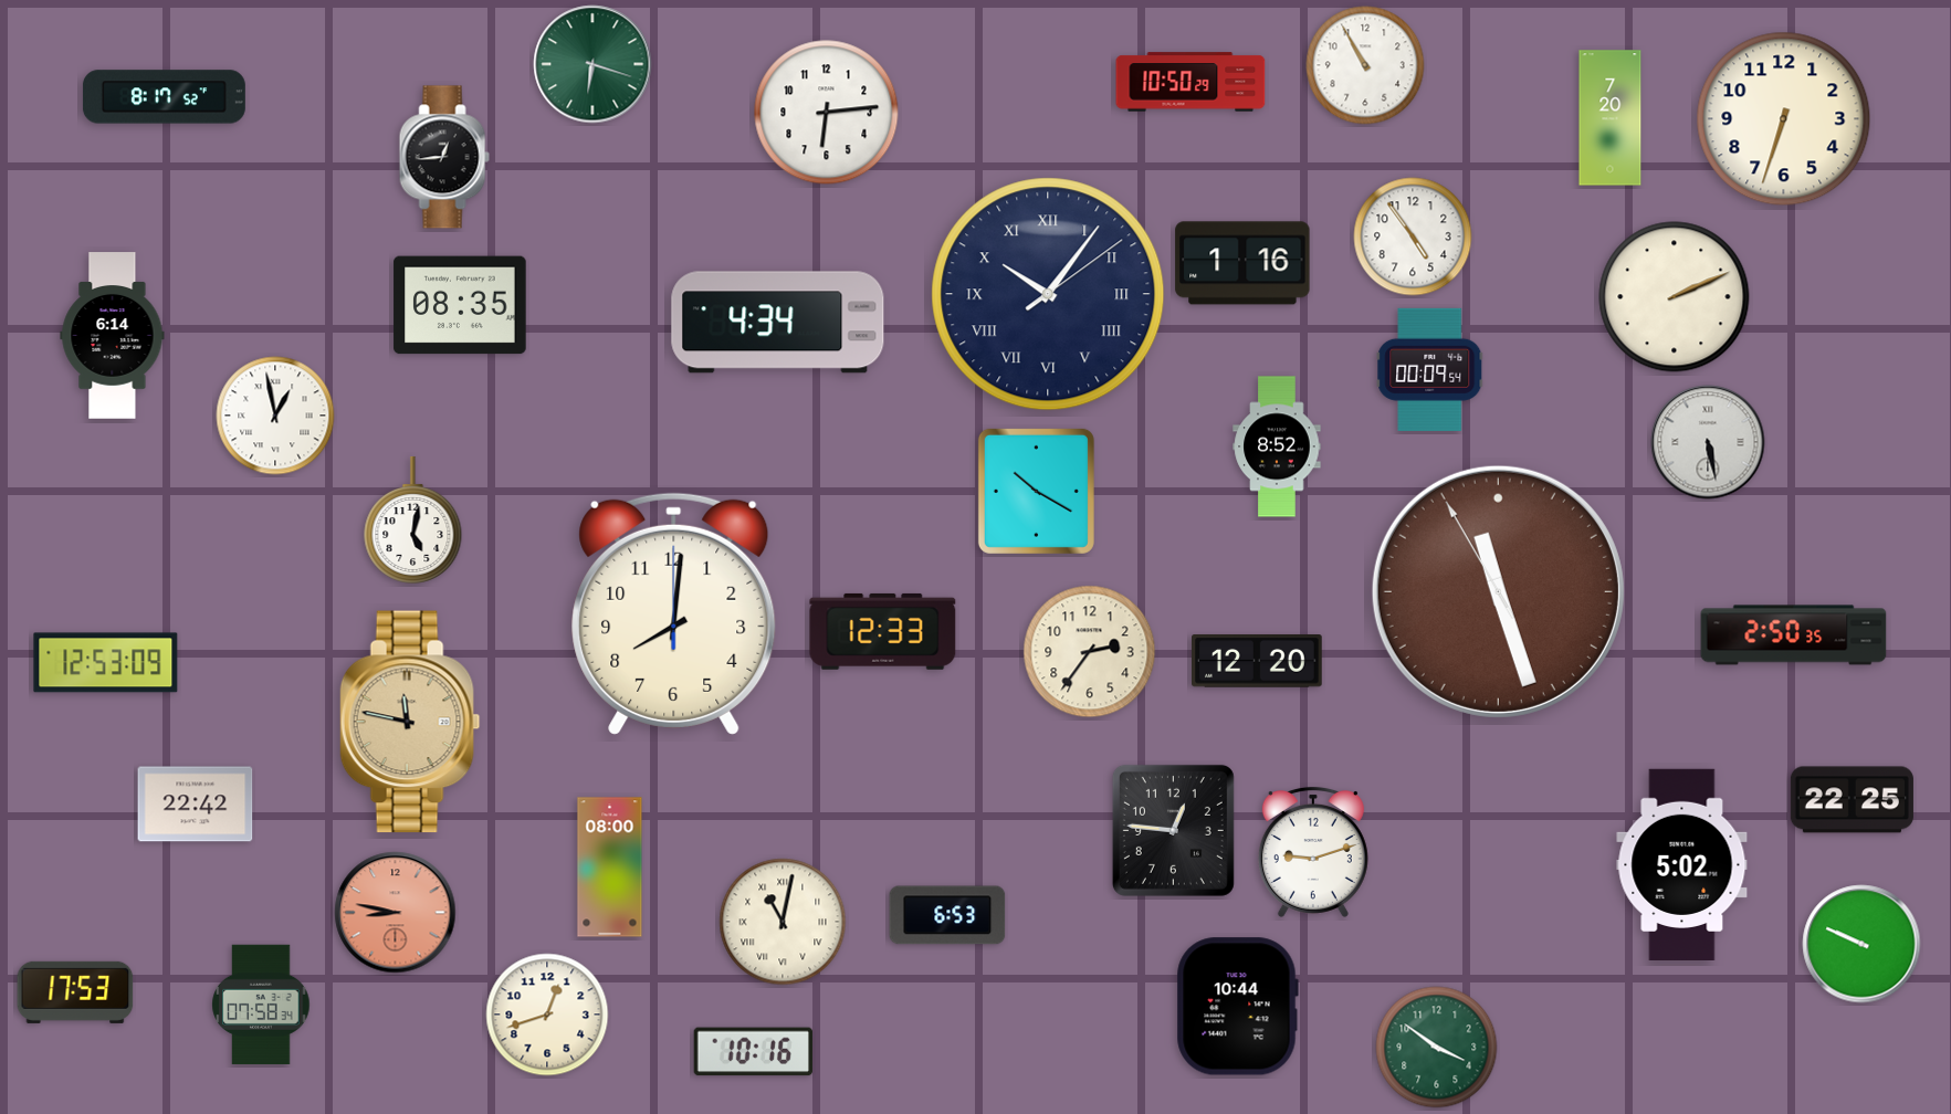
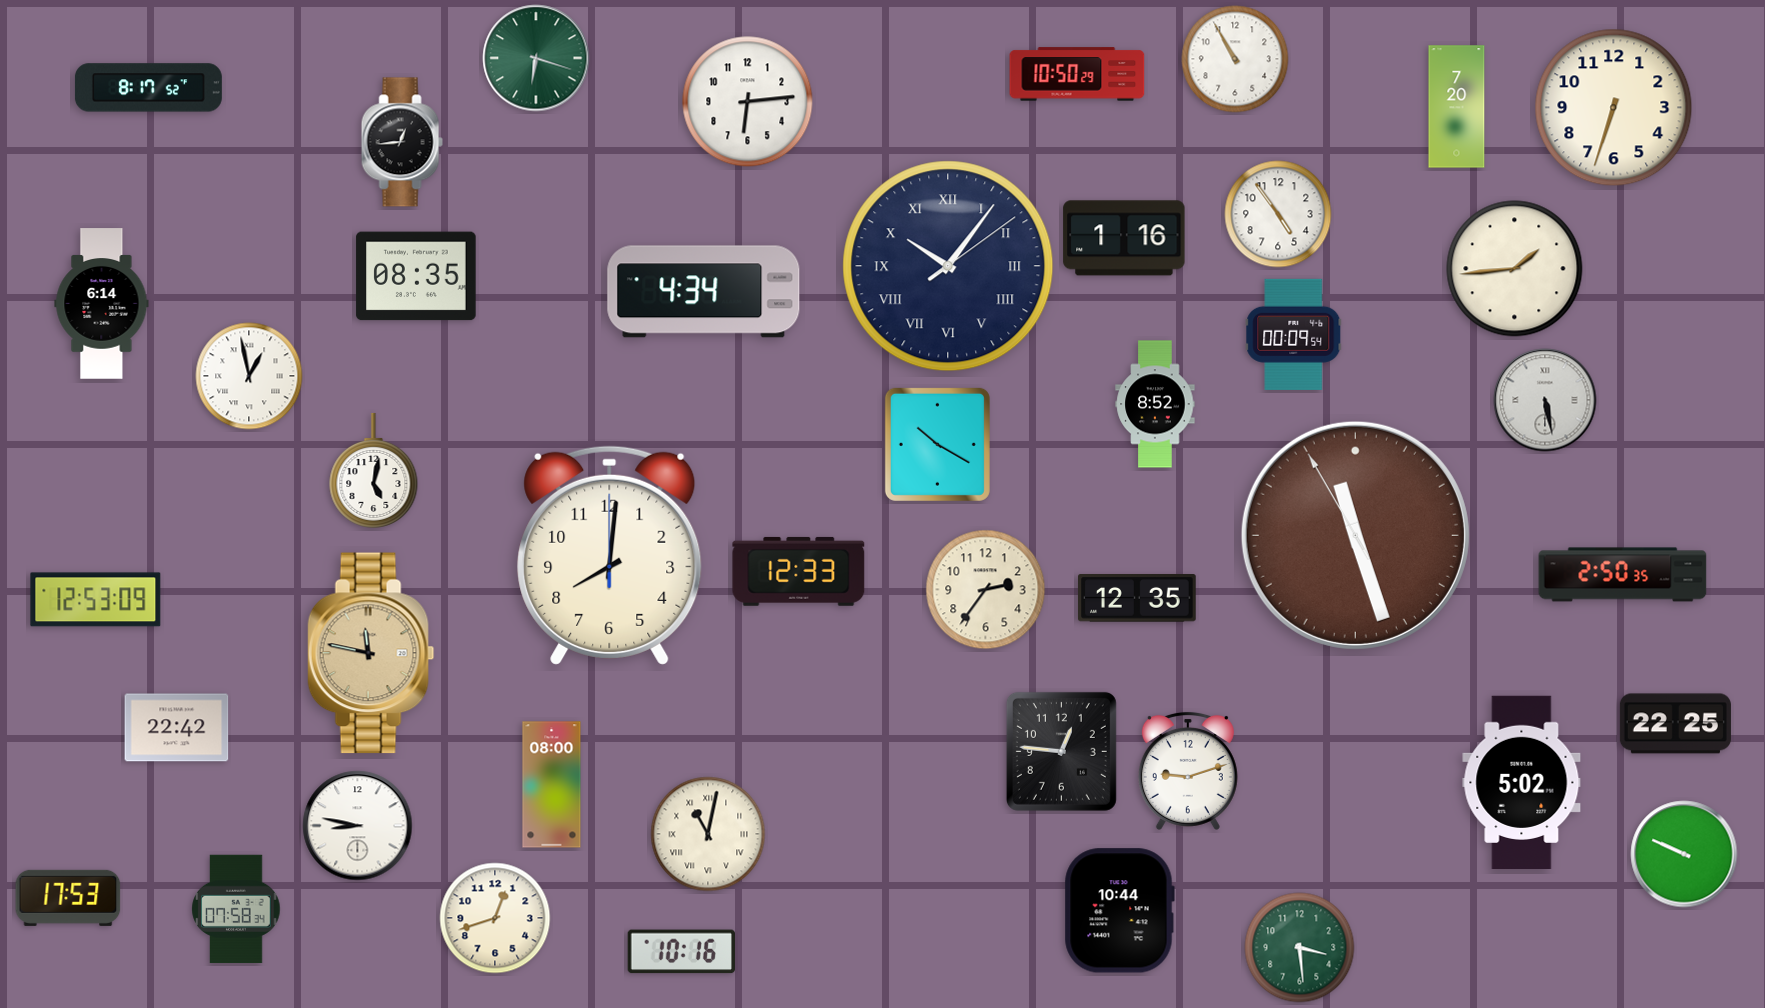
clock at (1675, 297): 2:11 -> 1:44
clock at (1258, 661): 12:20 -> 12:35
clock at (396, 913) dial: salmon -> white
clock at (947, 915): 6:53 -> none
clock at (1437, 1048): 3:51 -> 3:29
